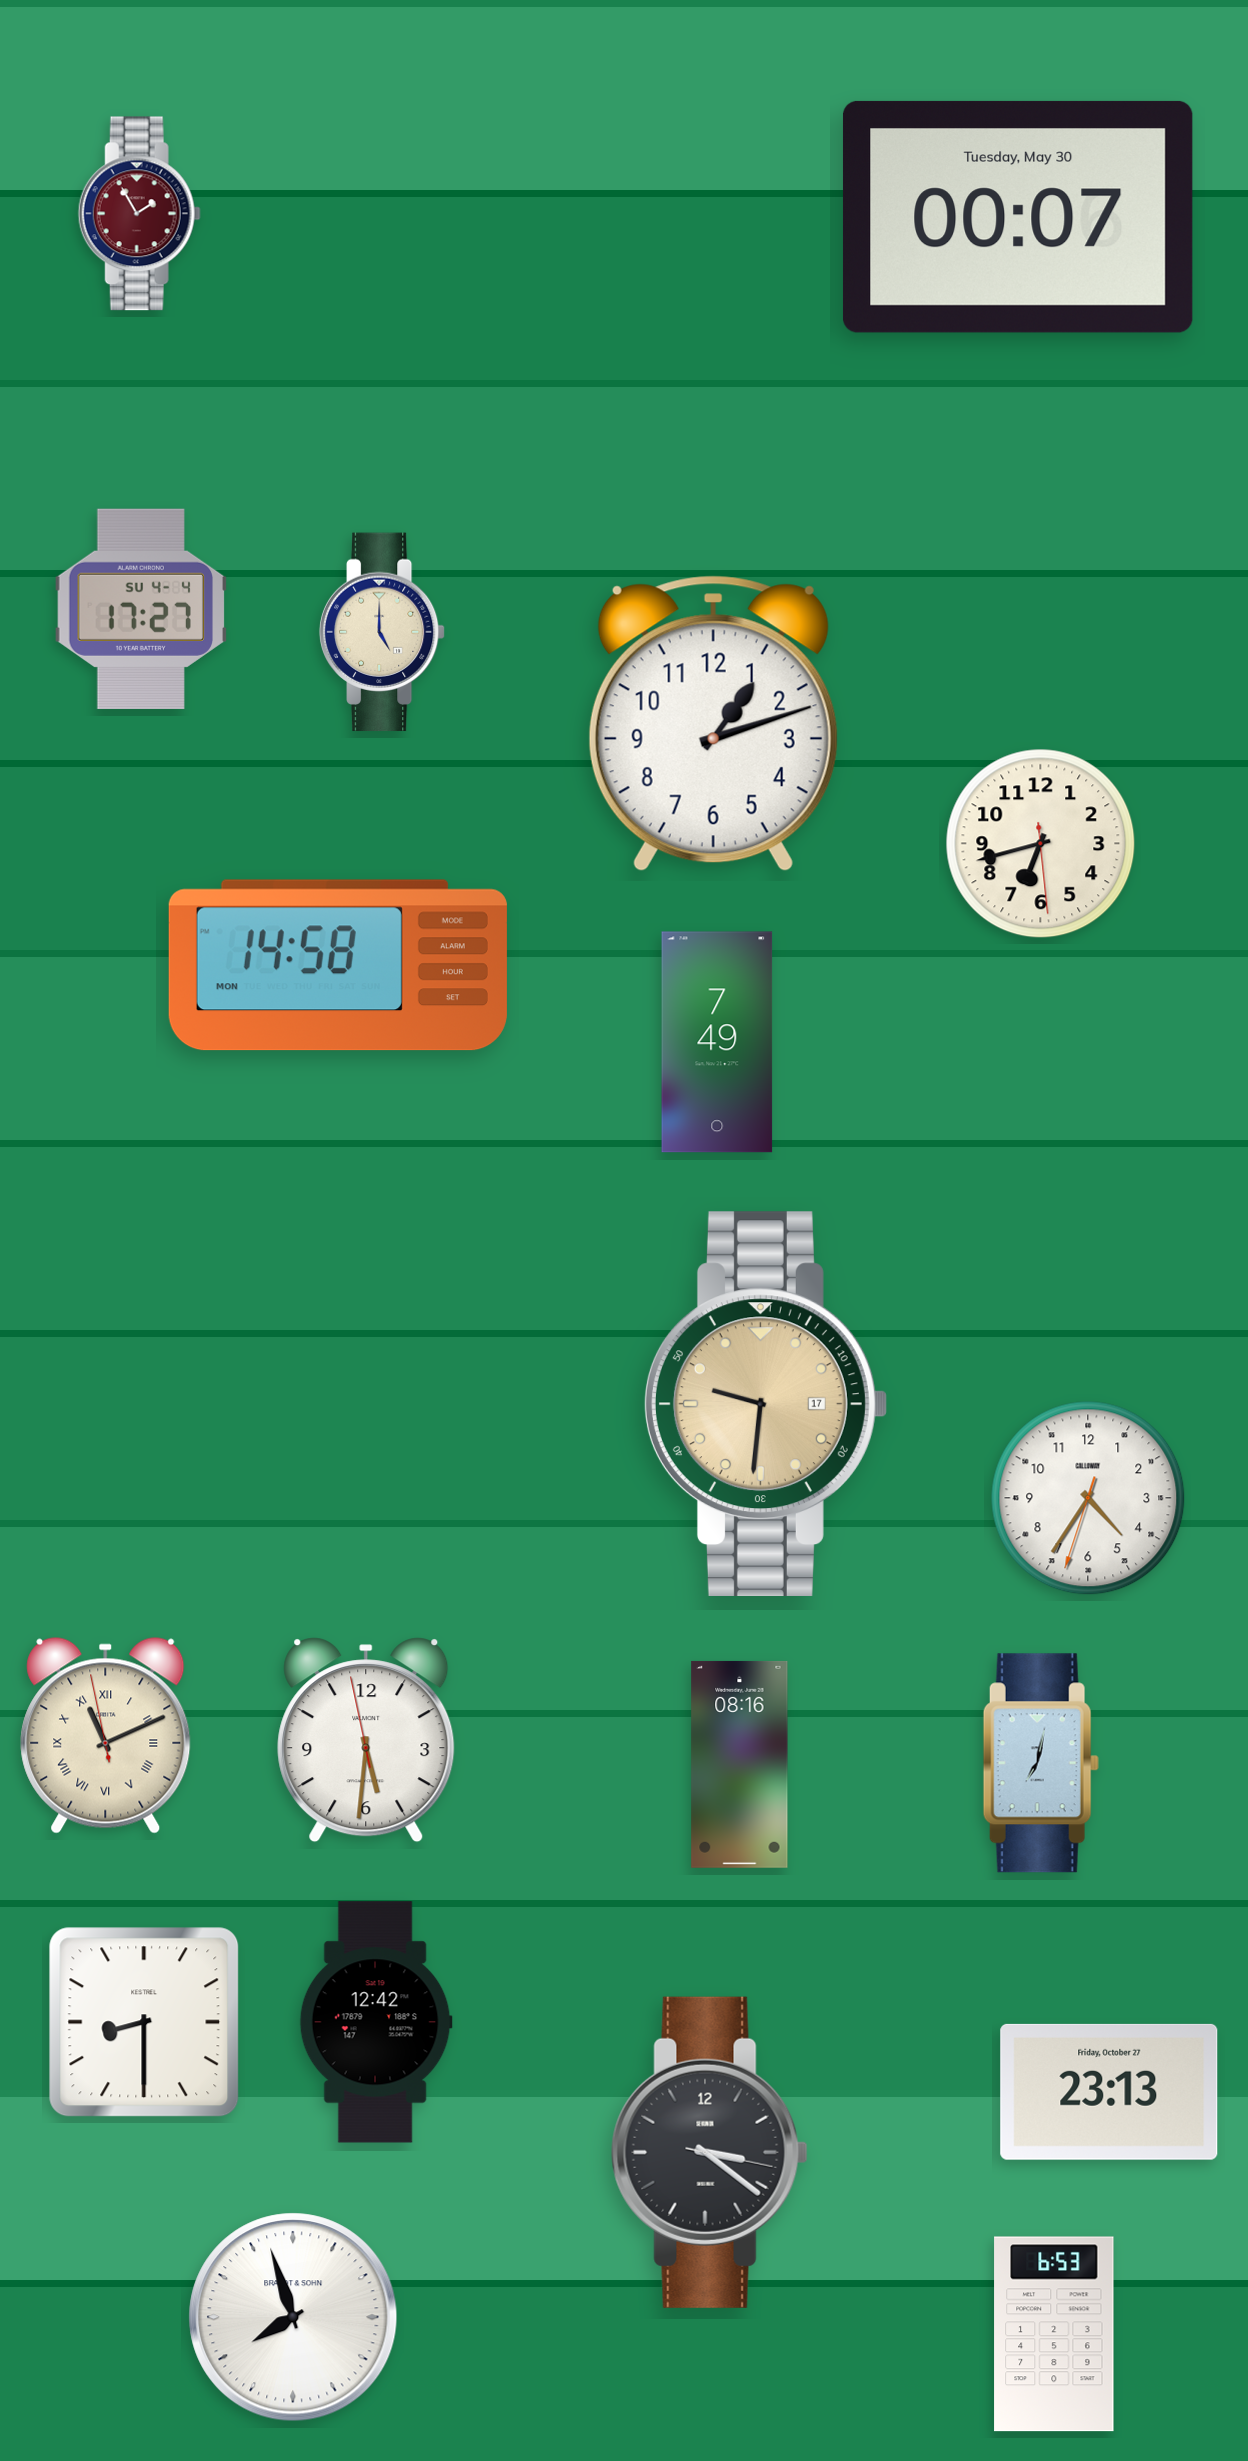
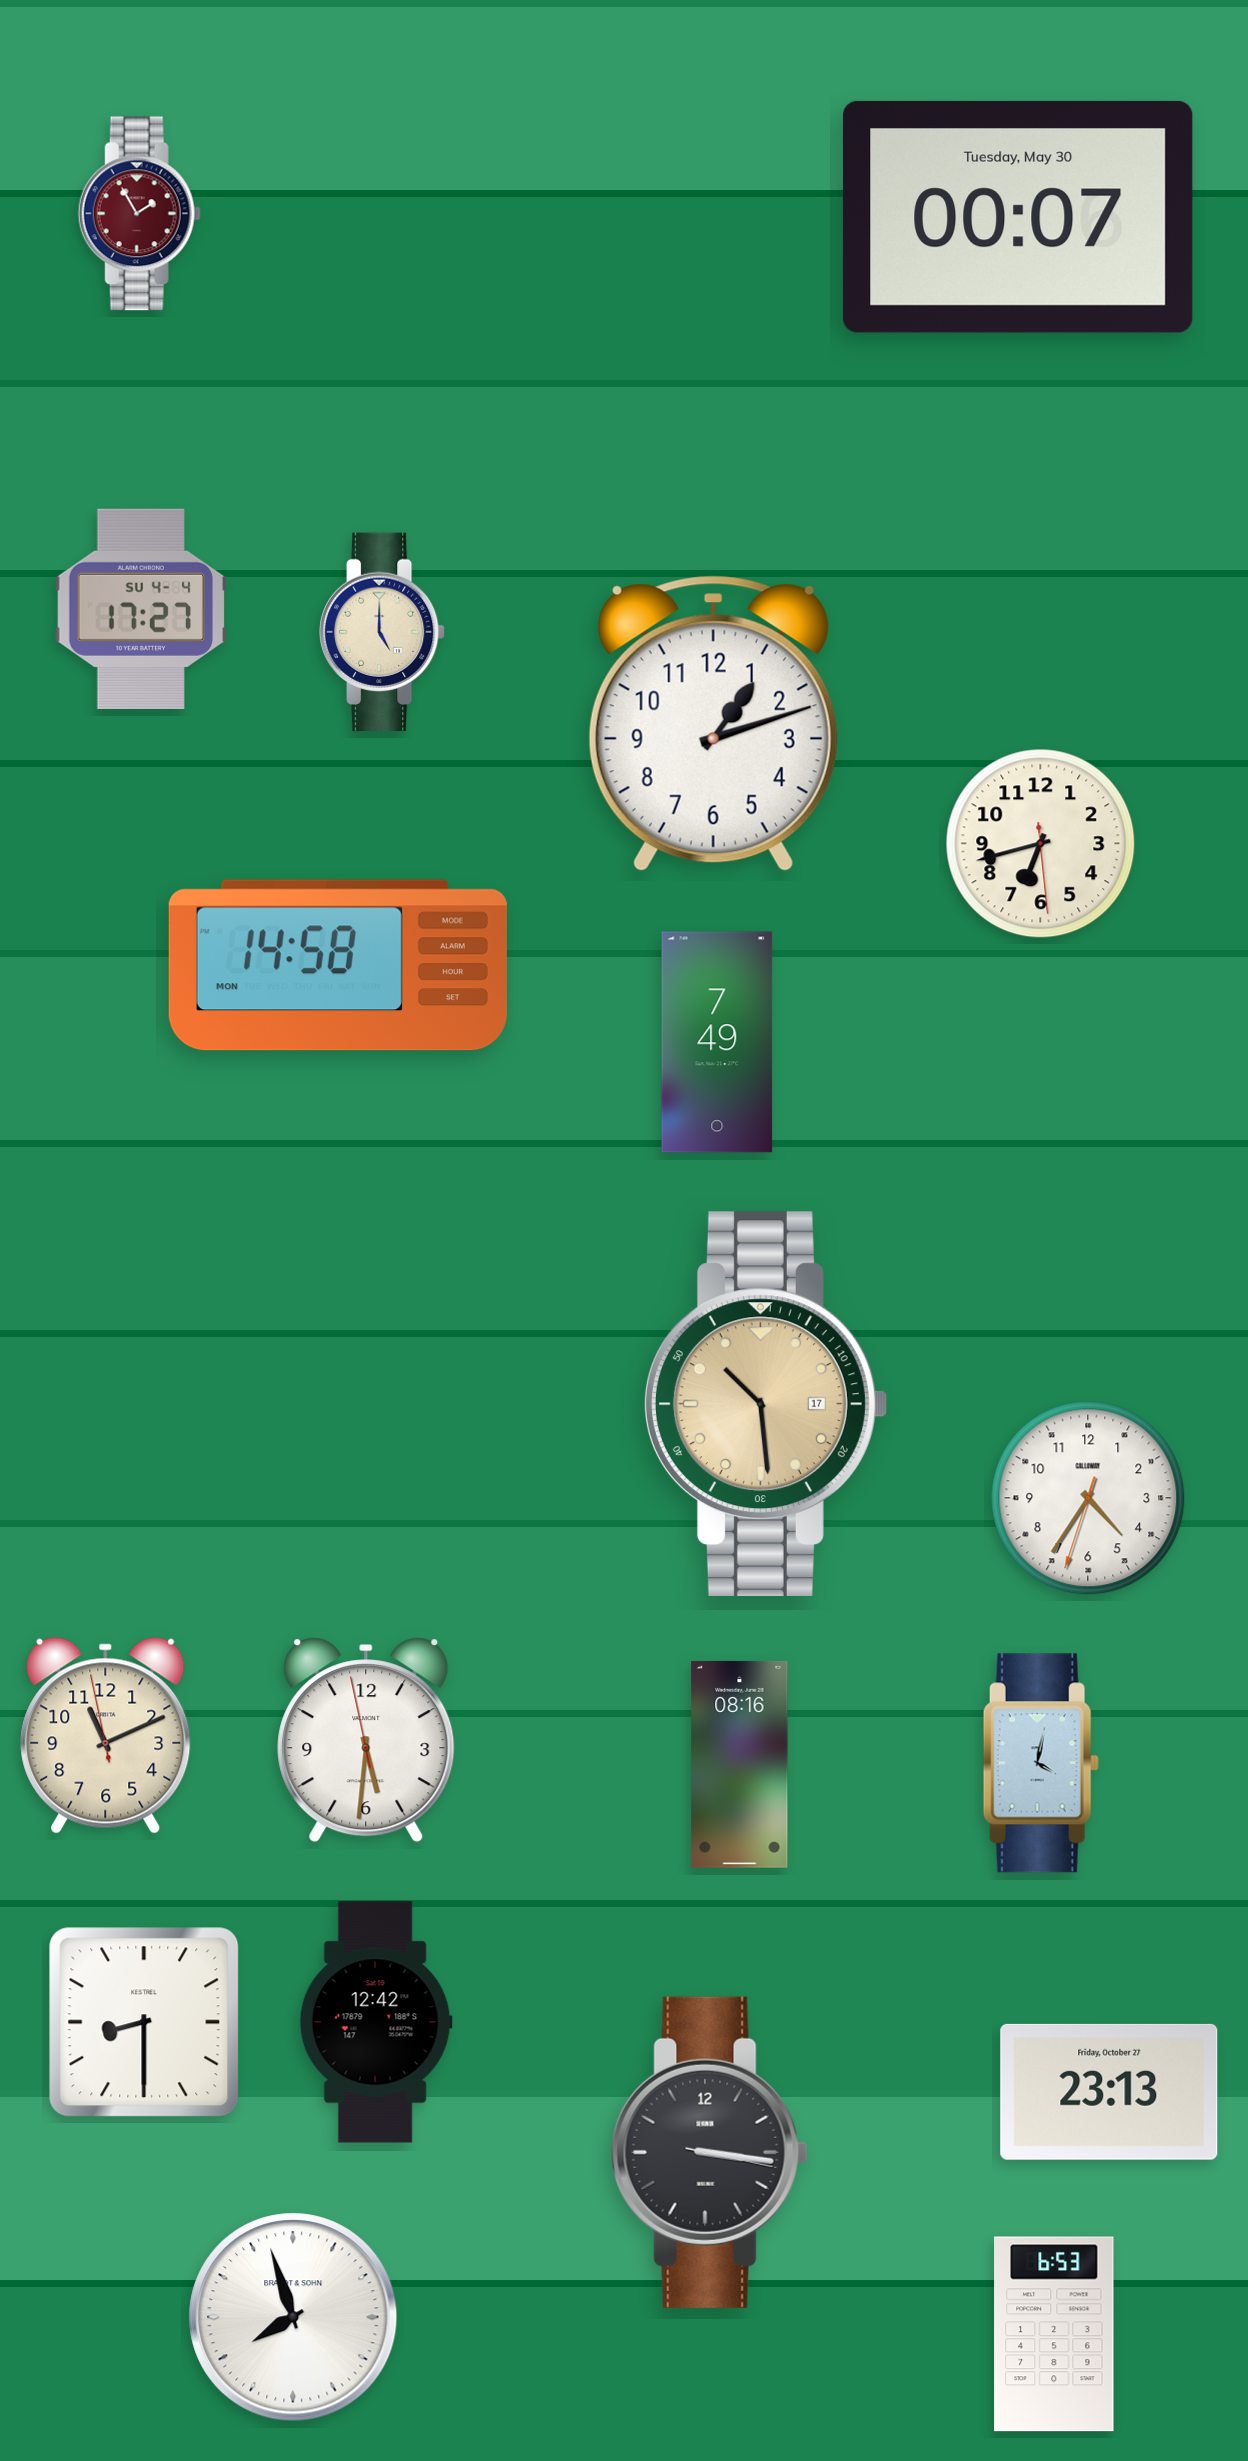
clock at (765, 1403): 9:31 -> 10:29
clock at (106, 1736) numerals: Roman -> Arabic
clock at (1041, 1763): 7:02 -> 4:02
clock at (709, 2152): 3:21 -> 3:16
